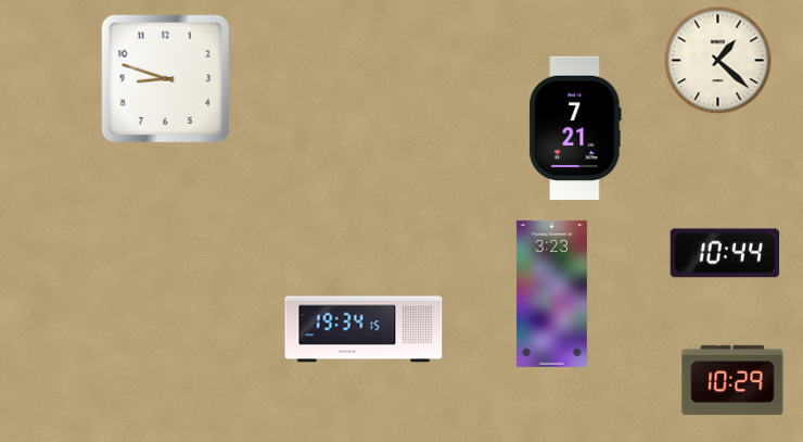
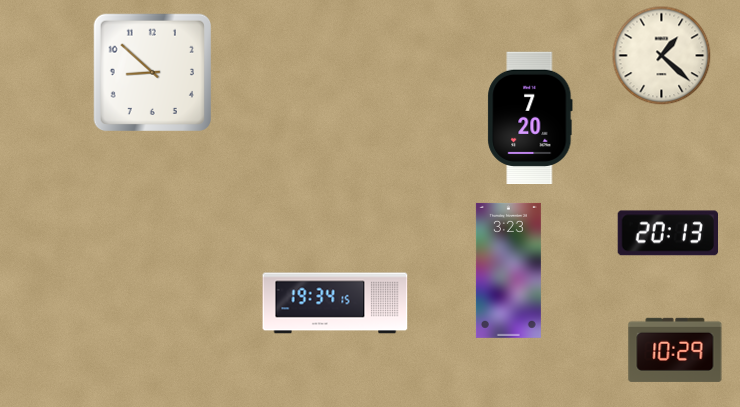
clock at (165, 78): 8:48 -> 8:52
clock at (575, 127): 7:21 -> 7:20
clock at (724, 253): 10:44 -> 20:13
